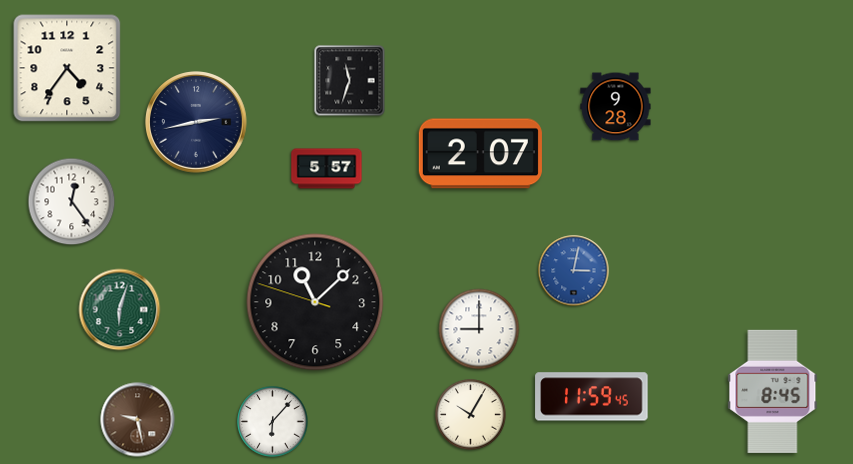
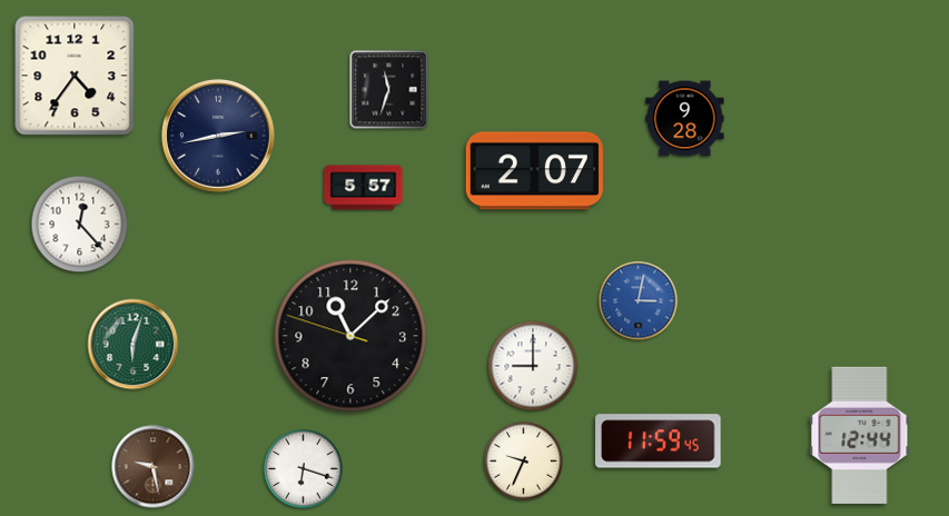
clock at (72, 202): 12:24 -> 12:23
clock at (773, 391): 8:45 -> 12:44
clock at (471, 415): 10:05 -> 9:34
clock at (273, 422): 6:07 -> 6:18
